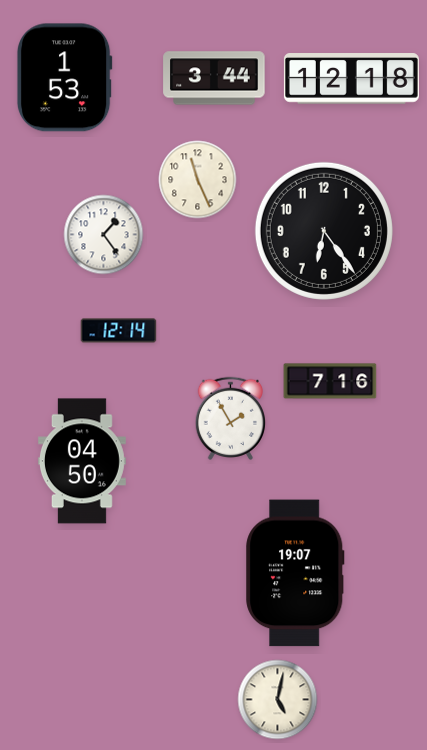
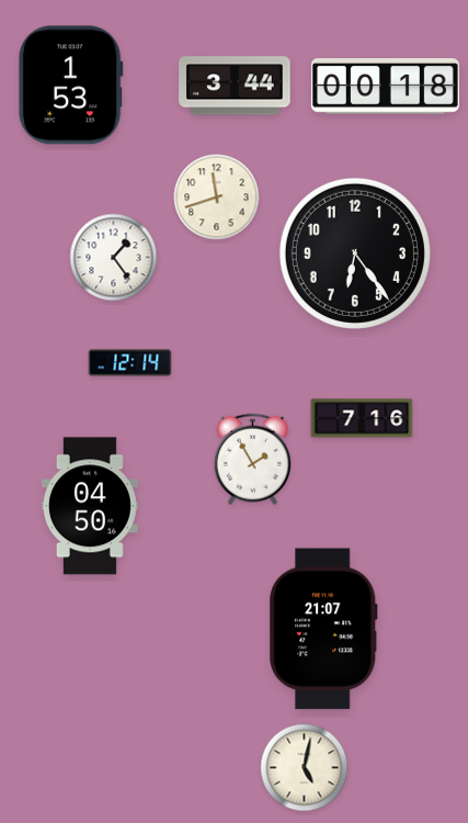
clock at (351, 79): 12:18 -> 00:18
clock at (198, 180): 11:26 -> 11:42
clock at (295, 573): 19:07 -> 21:07
